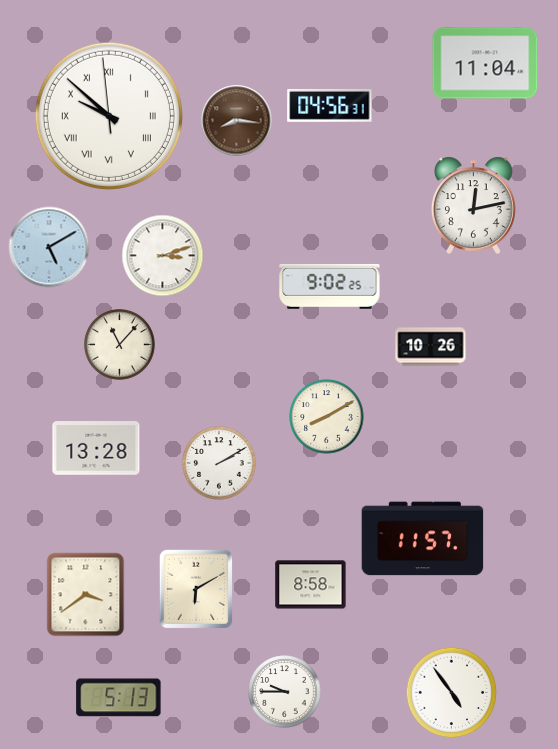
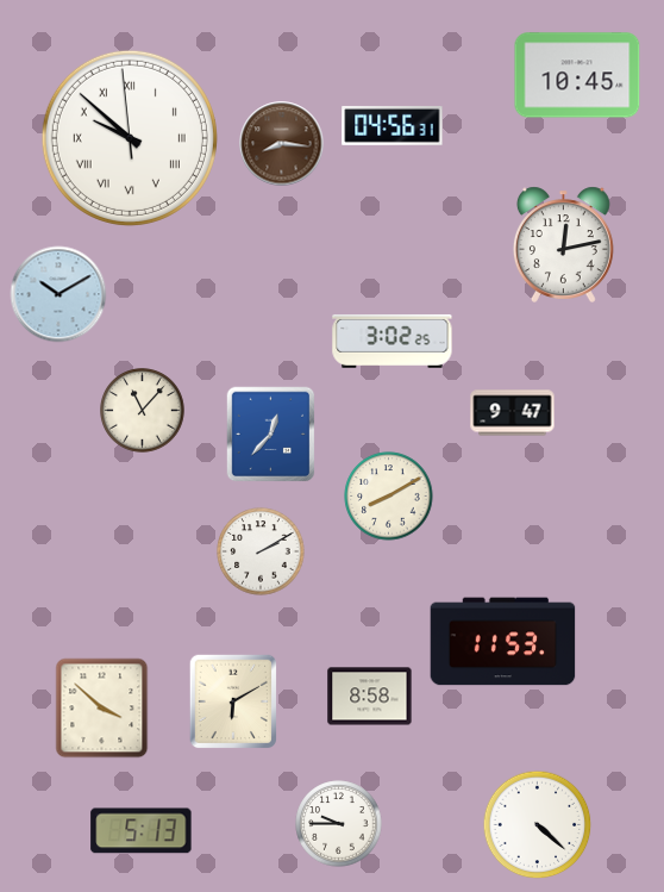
clock at (485, 63): 11:04 -> 10:45
clock at (49, 247): 5:10 -> 10:10
clock at (163, 256): 3:12 -> none
clock at (330, 286): 9:02 -> 3:02
clock at (431, 347): 10:26 -> 9:47
clock at (271, 435): none -> 12:37
clock at (96, 448): 13:28 -> none
clock at (423, 539): 11:57 -> 11:53
clock at (86, 595): 3:39 -> 3:52
clock at (452, 693): 4:54 -> 4:22
